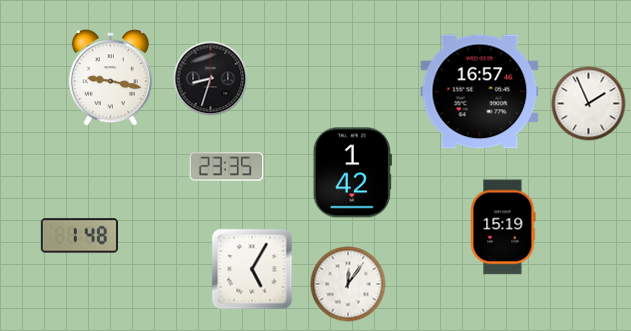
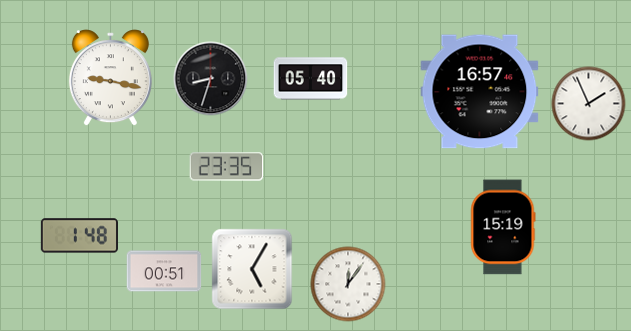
clock at (311, 79): none -> 05:40
clock at (352, 173): 1:42 -> none
clock at (164, 271): none -> 00:51
